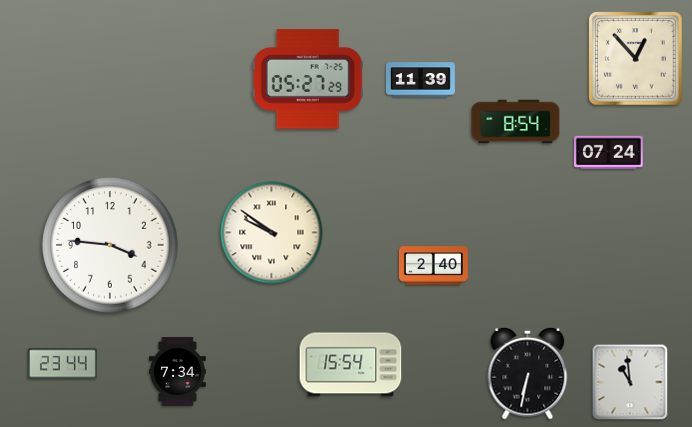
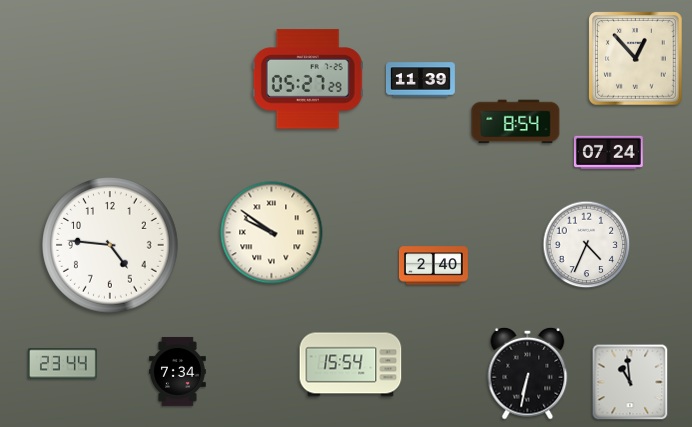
clock at (110, 245): 3:46 -> 4:46
clock at (587, 245): none -> 4:34
